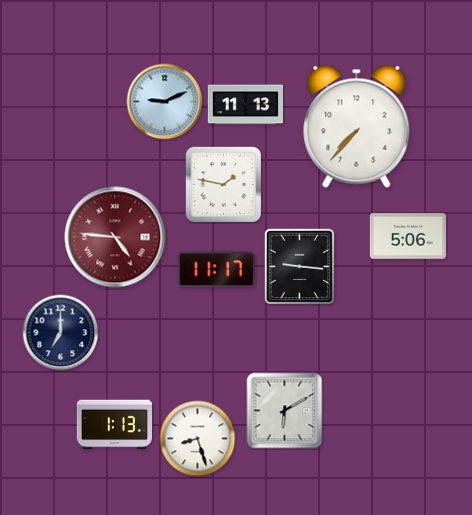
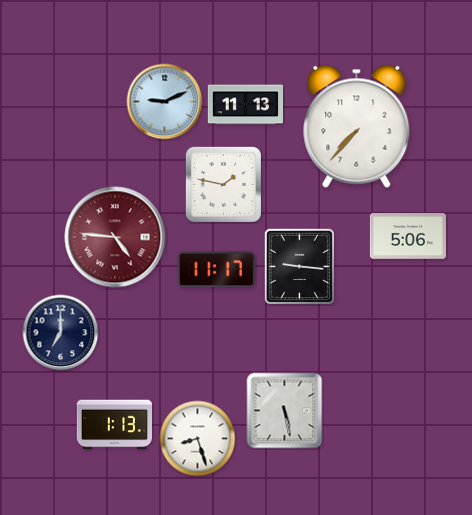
clock at (285, 411): 6:10 -> 5:28
